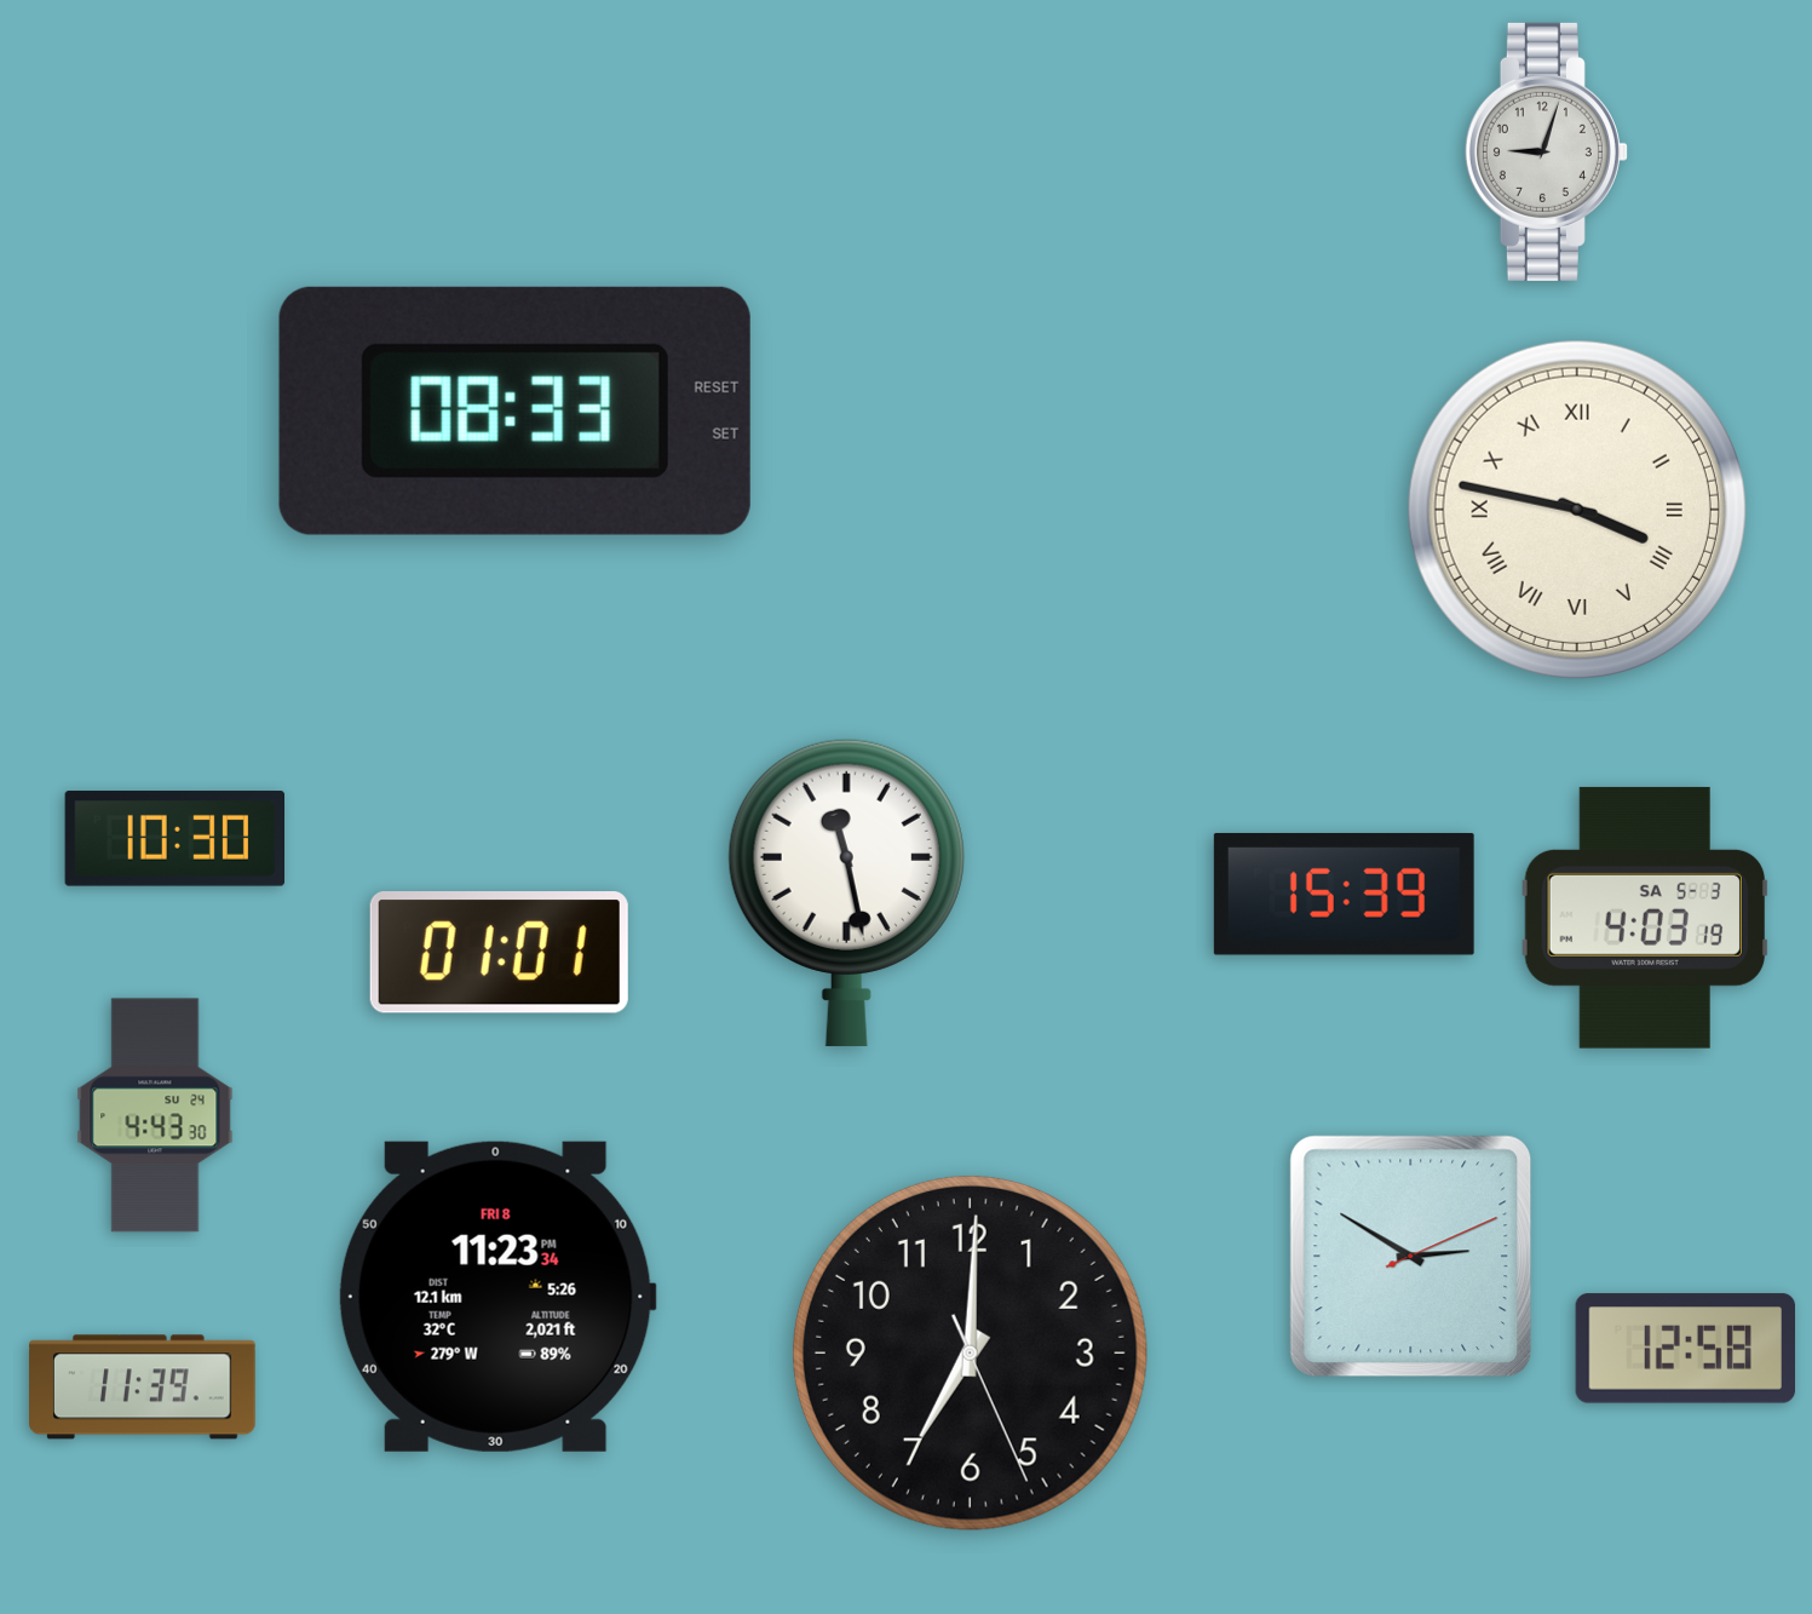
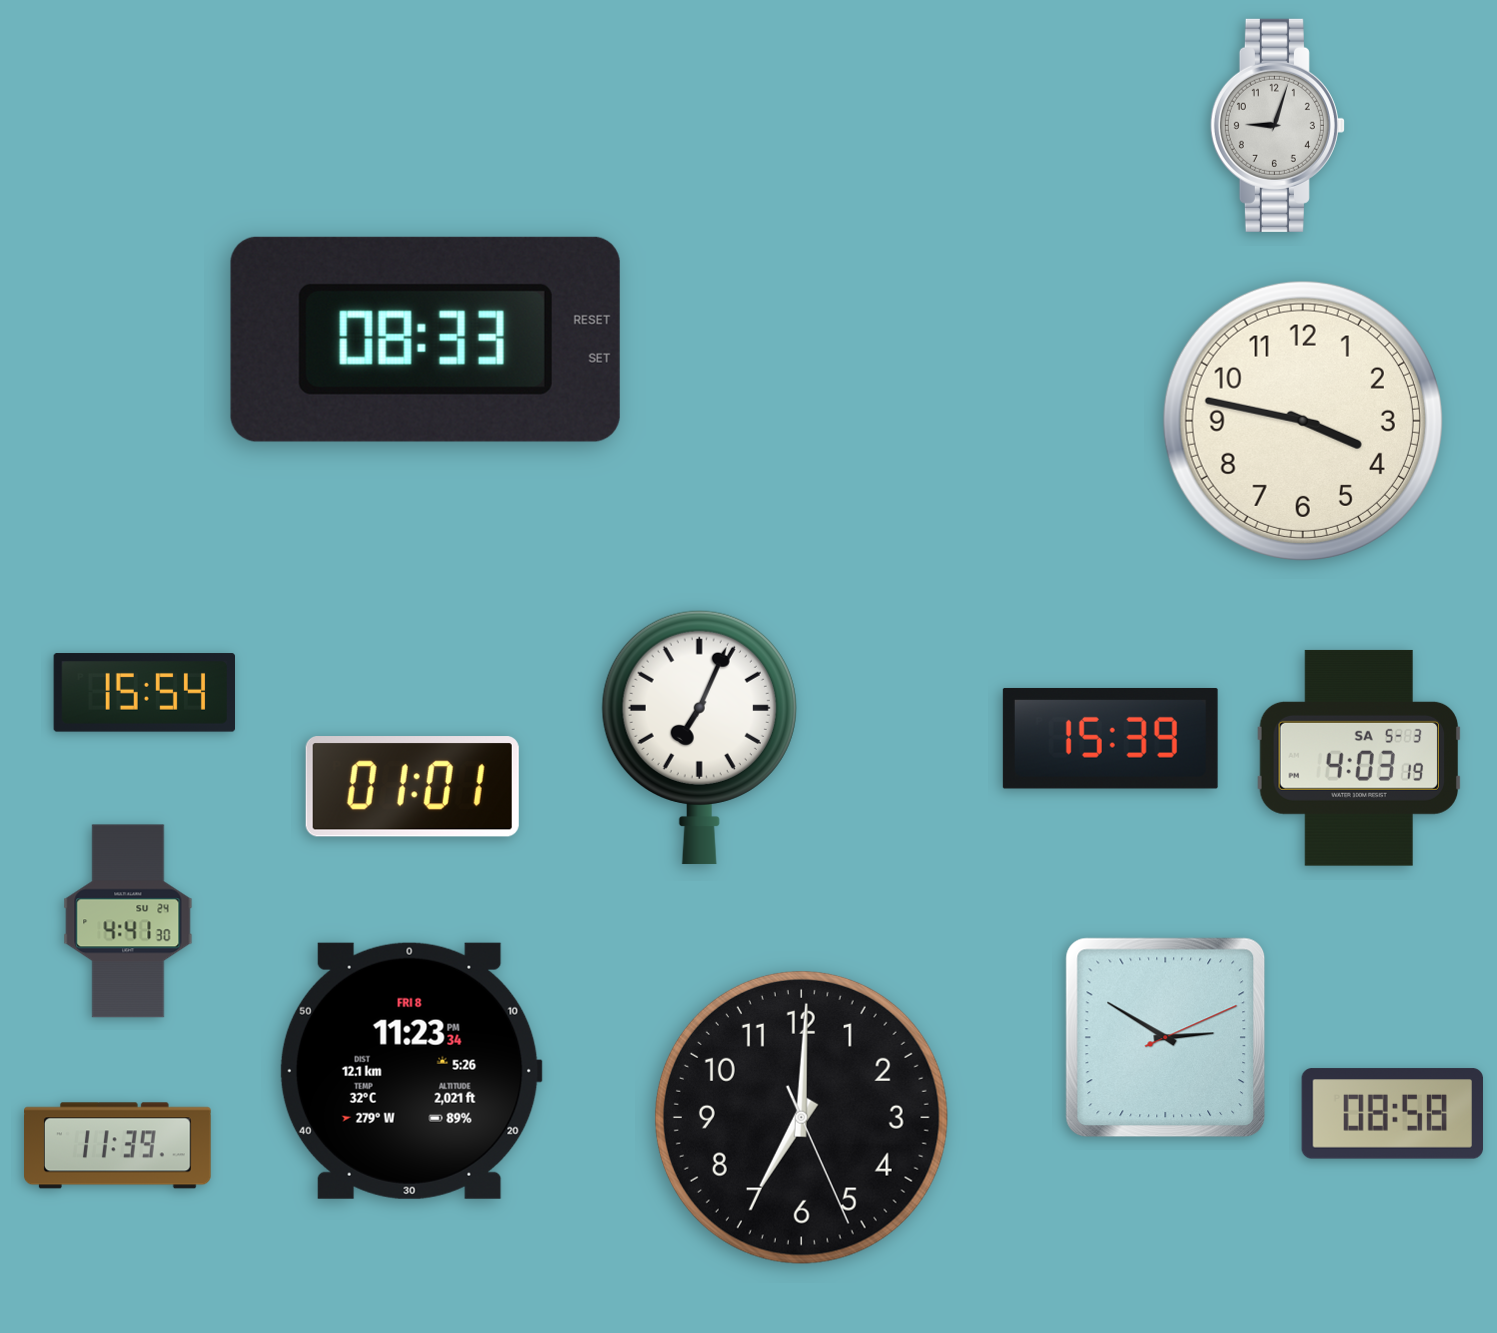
clock at (1577, 510) numerals: Roman -> Arabic
clock at (174, 839): 10:30 -> 15:54
clock at (846, 892): 11:28 -> 7:04
clock at (155, 1115): 4:43 -> 4:41
clock at (1685, 1349): 12:58 -> 08:58
